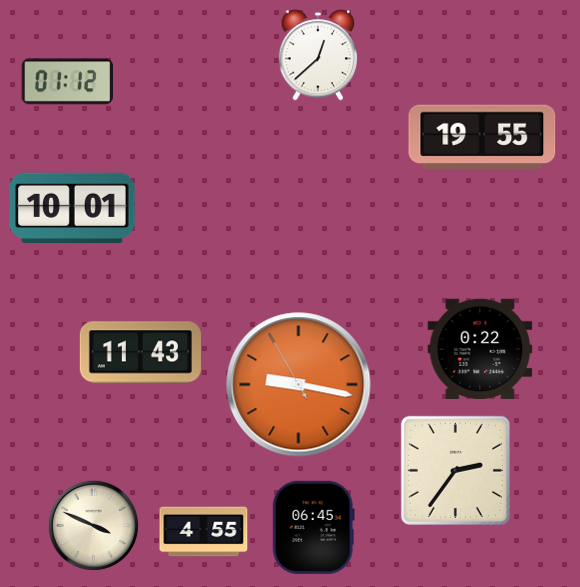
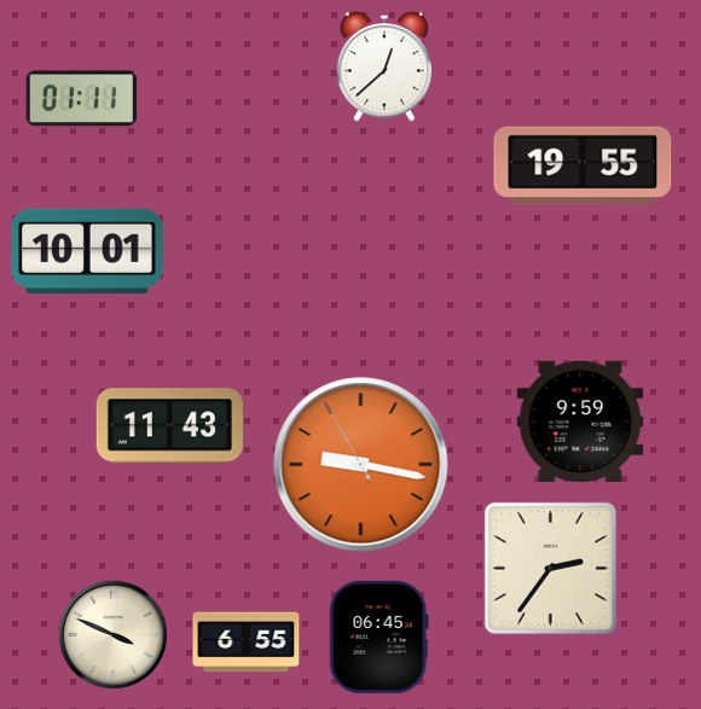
clock at (67, 82): 01:12 -> 01:11
clock at (480, 349): 0:22 -> 9:59
clock at (204, 532): 4:55 -> 6:55
